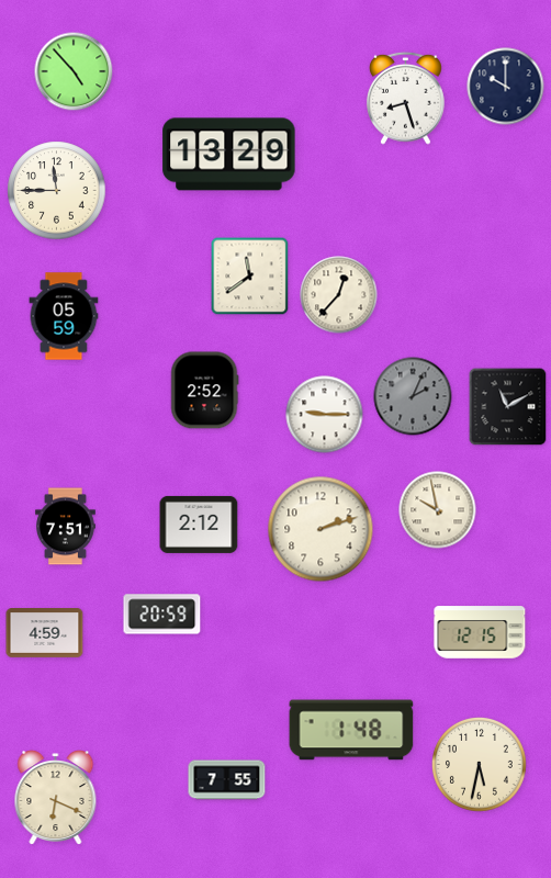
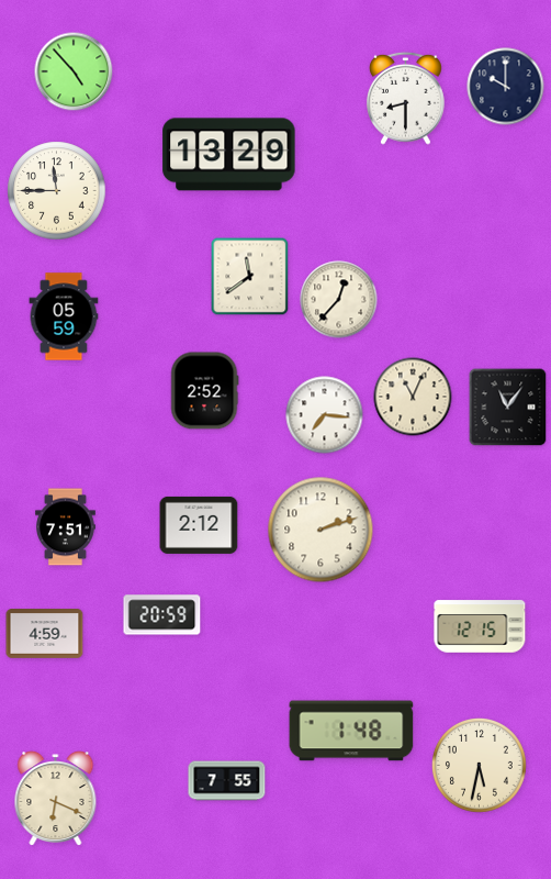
clock at (406, 98): 8:27 -> 8:30
clock at (339, 295) position: (339, 295) -> (339, 300)
clock at (413, 396): 2:04 -> 11:04
clock at (413, 396) dial: grey -> cream
clock at (508, 407): 11:10 -> 11:06
clock at (325, 415): 9:15 -> 7:16
clock at (438, 510): 9:58 -> none
clock at (480, 632) position: (480, 632) -> (480, 626)
